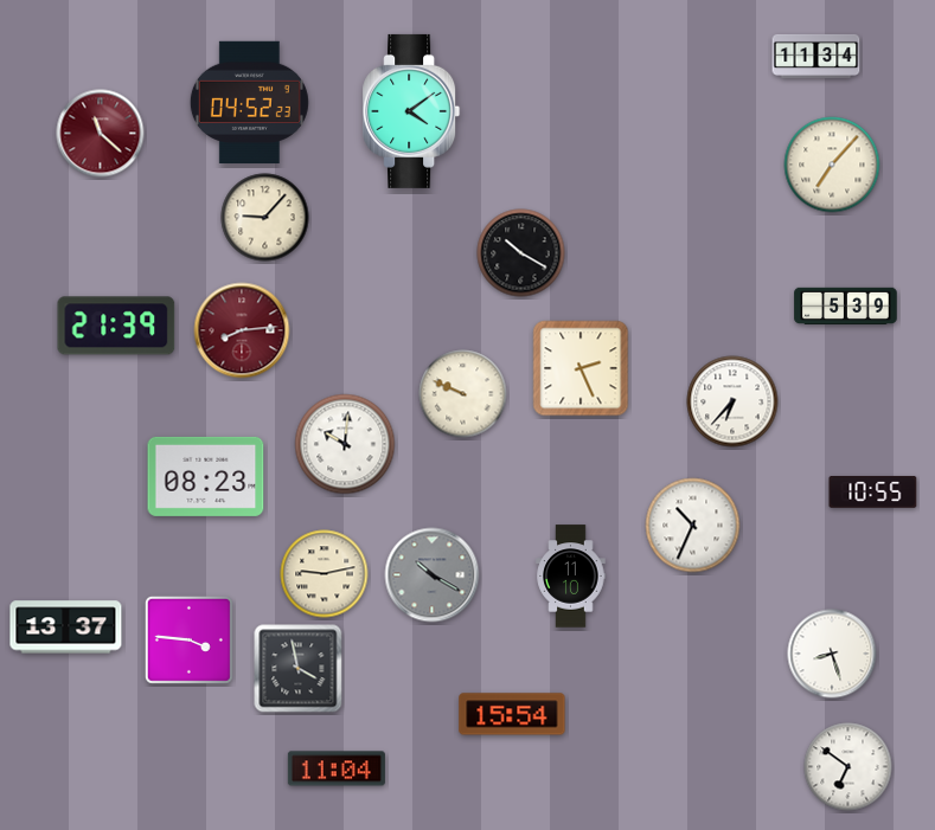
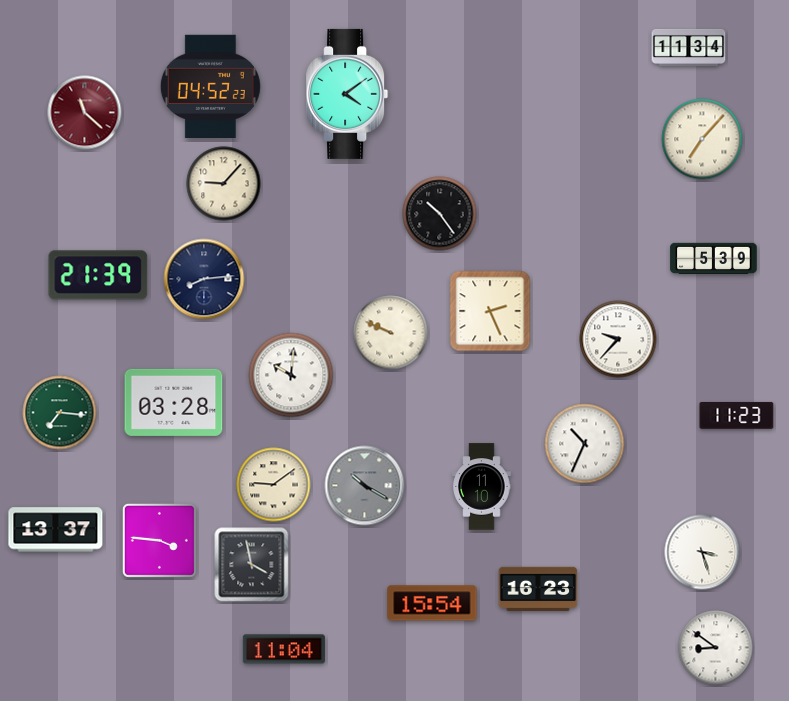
clock at (521, 253): 10:20 -> 10:24
clock at (242, 330) dial: burgundy -> navy
clock at (732, 401): 6:37 -> 9:37
clock at (206, 476): 08:23 -> 03:28
clock at (60, 413): none -> 7:16
clock at (873, 493): 10:55 -> 11:23
clock at (325, 574): 9:13 -> 9:09
clock at (832, 654): 8:27 -> 3:27
clock at (538, 588): none -> 16:23
clock at (848, 767): 6:51 -> 8:51
